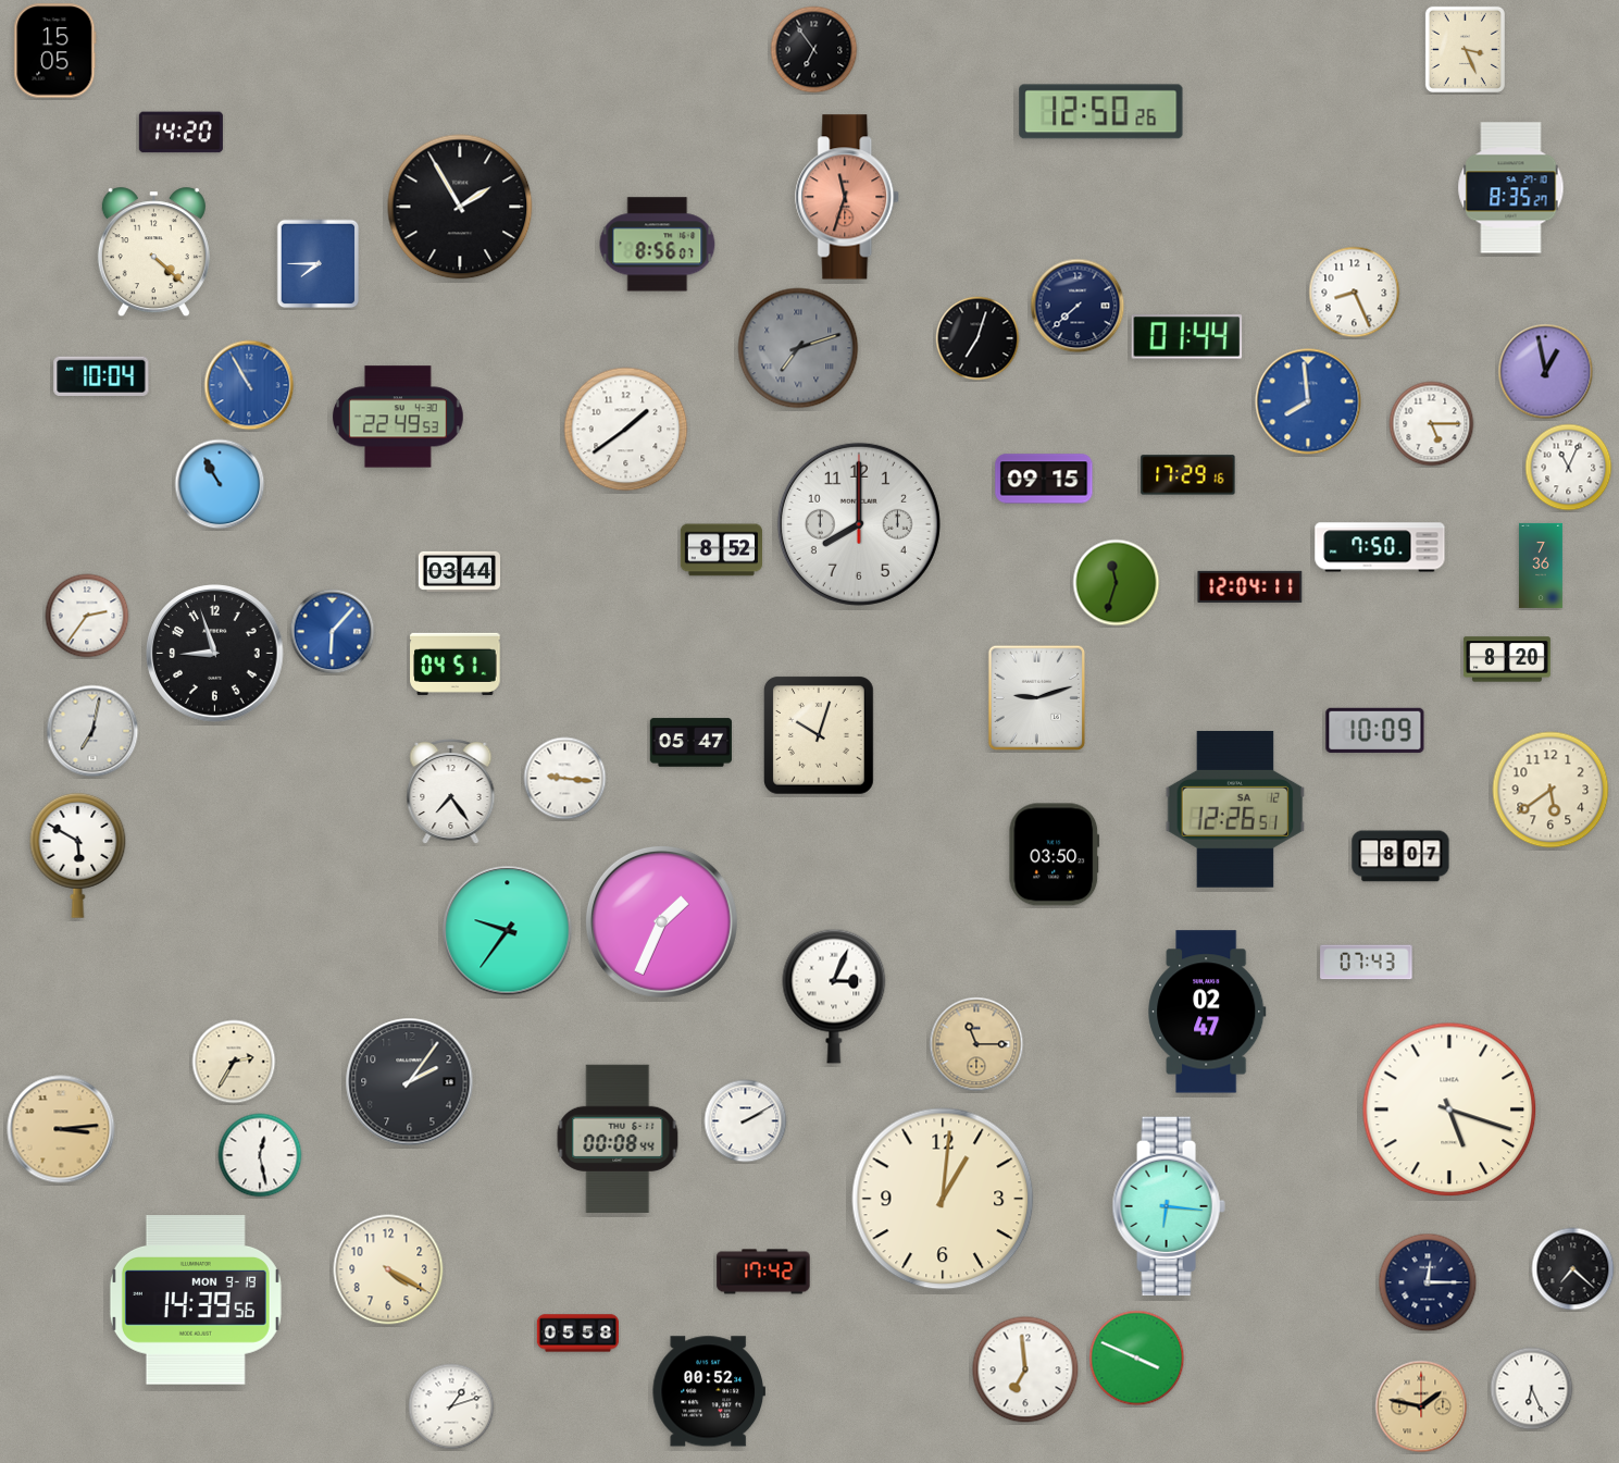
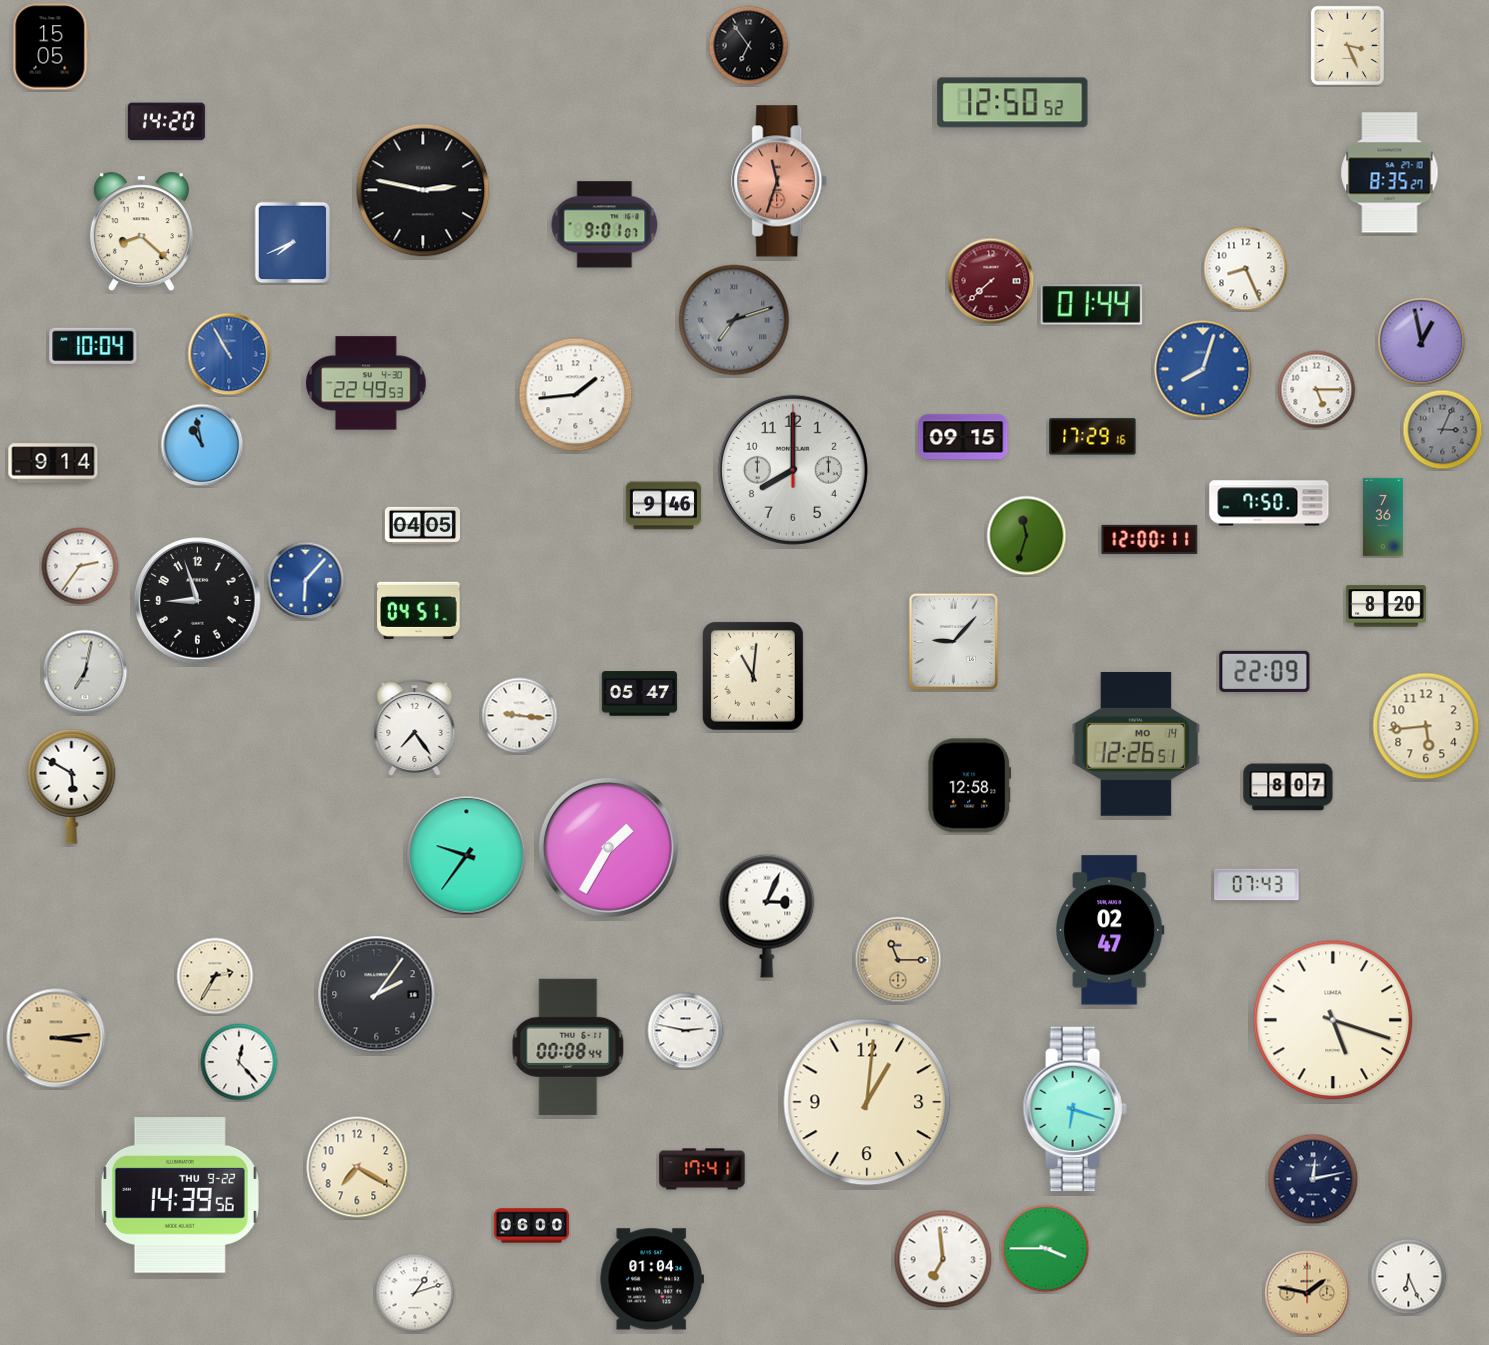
clock at (1101, 112): 12:50:26 -> 12:50:52
clock at (460, 207): 1:55 -> 2:47
clock at (658, 245): 8:56 -> 9:01
clock at (153, 252): 4:22 -> 8:22
clock at (319, 264): 7:45 -> 7:41
clock at (1078, 306) dial: navy -> burgundy
clock at (1187, 337) position: (1187, 337) -> (1092, 305)
clock at (977, 338): 7:03 -> none
clock at (1308, 401): 7:59 -> 8:03
clock at (626, 430): 1:39 -> 1:44
clock at (1569, 468): 11:04 -> 3:04
clock at (1569, 468) dial: white -> grey
clock at (1044, 479) position: (1044, 479) -> (963, 437)
clock at (220, 484): 10:55 -> 10:58
clock at (53, 463): none -> 9:14
clock at (859, 524) position: (859, 524) -> (793, 470)
clock at (721, 550): 8:52 -> 9:46
clock at (1541, 566) position: (1541, 566) -> (1383, 517)
clock at (459, 571): 03:44 -> 04:05
clock at (1250, 586): 12:04 -> 12:00
clock at (1037, 698): 9:12 -> 9:07
clock at (1375, 730): 10:09 -> 22:09
clock at (820, 736): 10:03 -> 11:01
clock at (690, 743) position: (690, 743) -> (639, 694)
clock at (1550, 790): 5:39 -> 5:44
clock at (1235, 809) date: SA 12 -> MO 14
clock at (1055, 855): 03:50 -> 12:58
clock at (661, 921): 1:34 -> 1:35
clock at (746, 1121): 2:10 -> 2:47
clock at (260, 1155): 12:28 -> 12:23
clock at (1169, 1206): 6:16 -> 6:18
clock at (388, 1269): 4:20 -> 7:20
clock at (1573, 1269): 7:22 -> none
clock at (763, 1272): 17:42 -> 17:41
clock at (1428, 1282): 12:15 -> 12:13
clock at (196, 1301) date: MON 9-19 -> THU 9-22
clock at (577, 1334): 05:58 -> 06:00
clock at (1137, 1359): 3:49 -> 3:45
clock at (708, 1391): 00:52 -> 01:04
